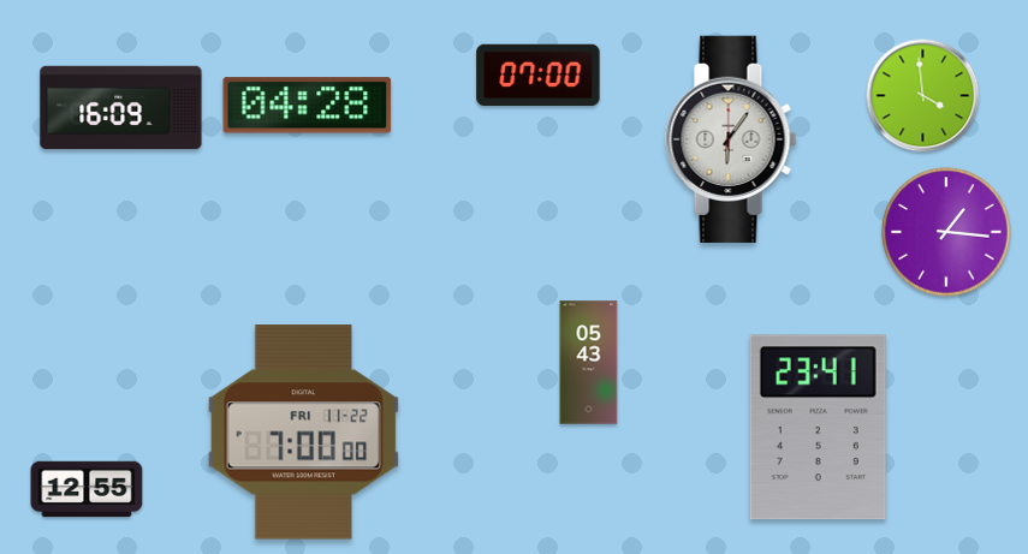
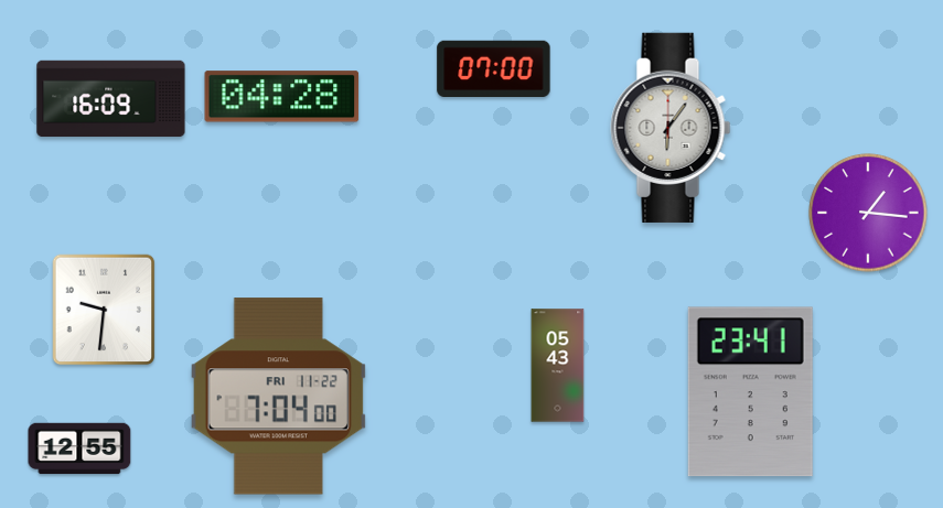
clock at (923, 96): 3:59 -> none
clock at (104, 310): none -> 9:31
clock at (589, 363) position: (589, 363) -> (558, 366)
clock at (303, 433): 7:00 -> 7:04
